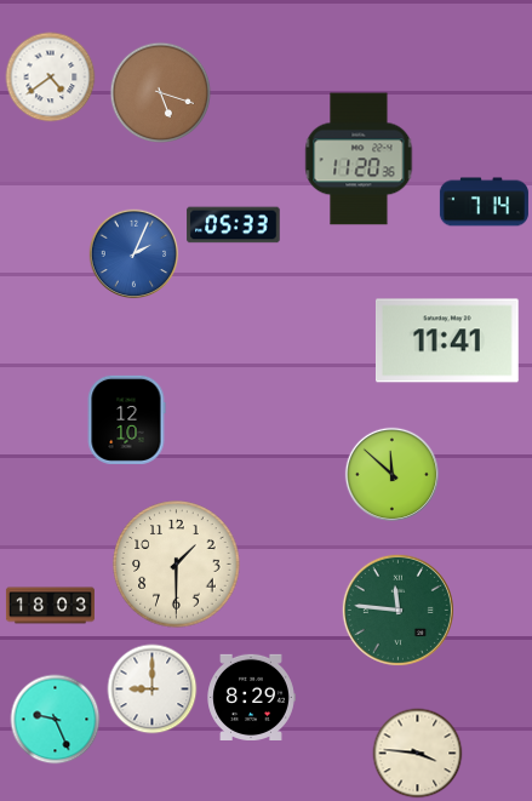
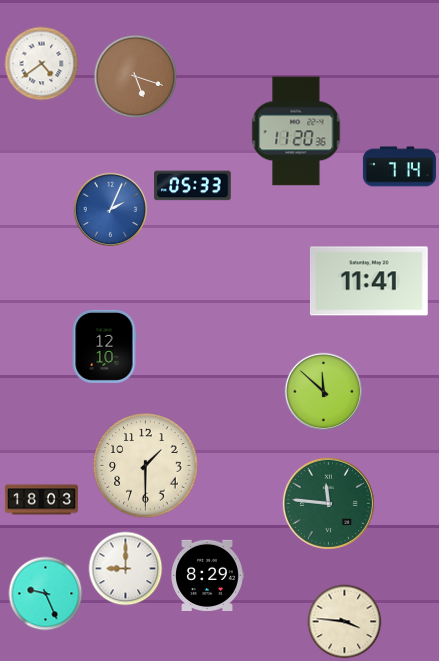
clock at (161, 93) position: (161, 93) -> (136, 77)
